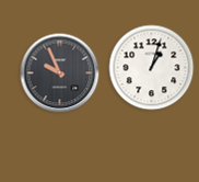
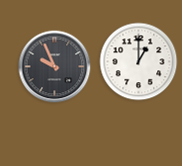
clock at (152, 68): 1:03 -> 1:00
